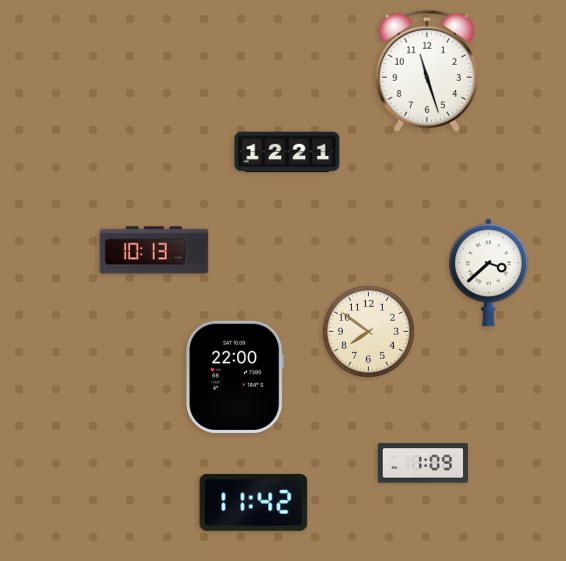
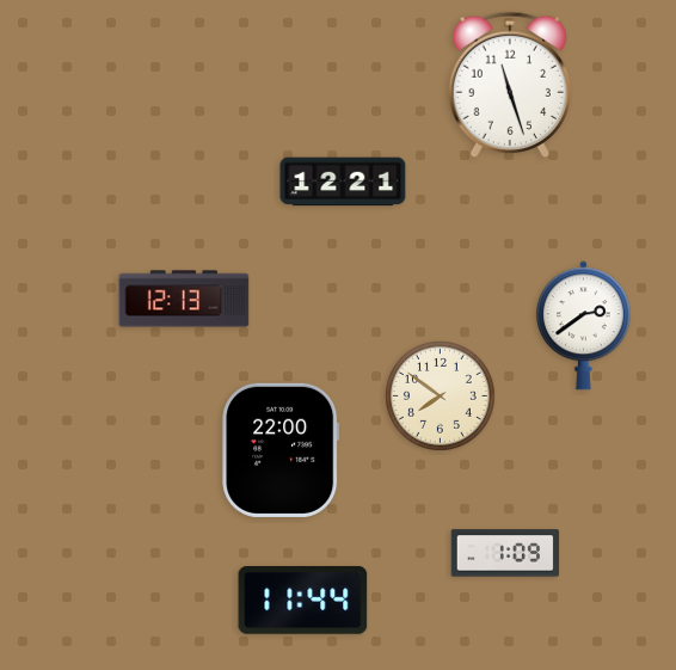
clock at (154, 250): 10:13 -> 12:13
clock at (488, 273): 3:38 -> 2:39
clock at (254, 502): 11:42 -> 11:44
